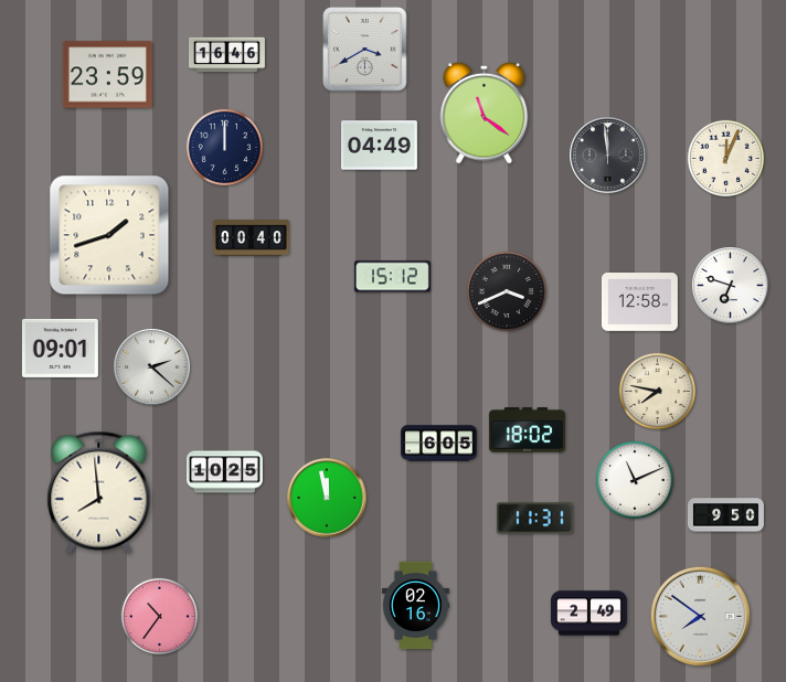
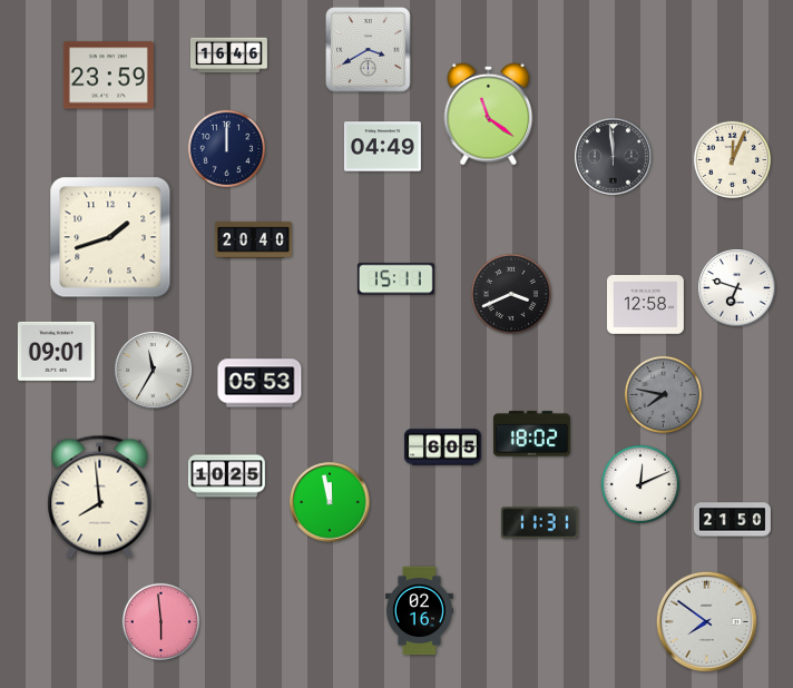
clock at (251, 238): 00:40 -> 20:40
clock at (392, 277): 15:12 -> 15:11
clock at (60, 348) position: (60, 348) -> (56, 351)
clock at (152, 367): 2:22 -> 11:35
clock at (260, 383): none -> 05:53
clock at (658, 392) dial: cream -> grey
clock at (634, 479): 11:11 -> 12:11
clock at (725, 515): 9:50 -> 21:50
clock at (588, 614): 2:49 -> none
clock at (160, 617): 10:36 -> 5:59
